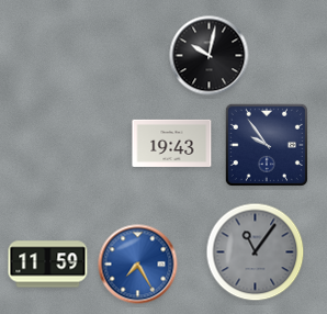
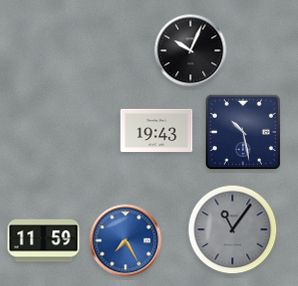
clock at (210, 56): 10:02 -> 10:04
clock at (267, 145): 9:54 -> 10:28
